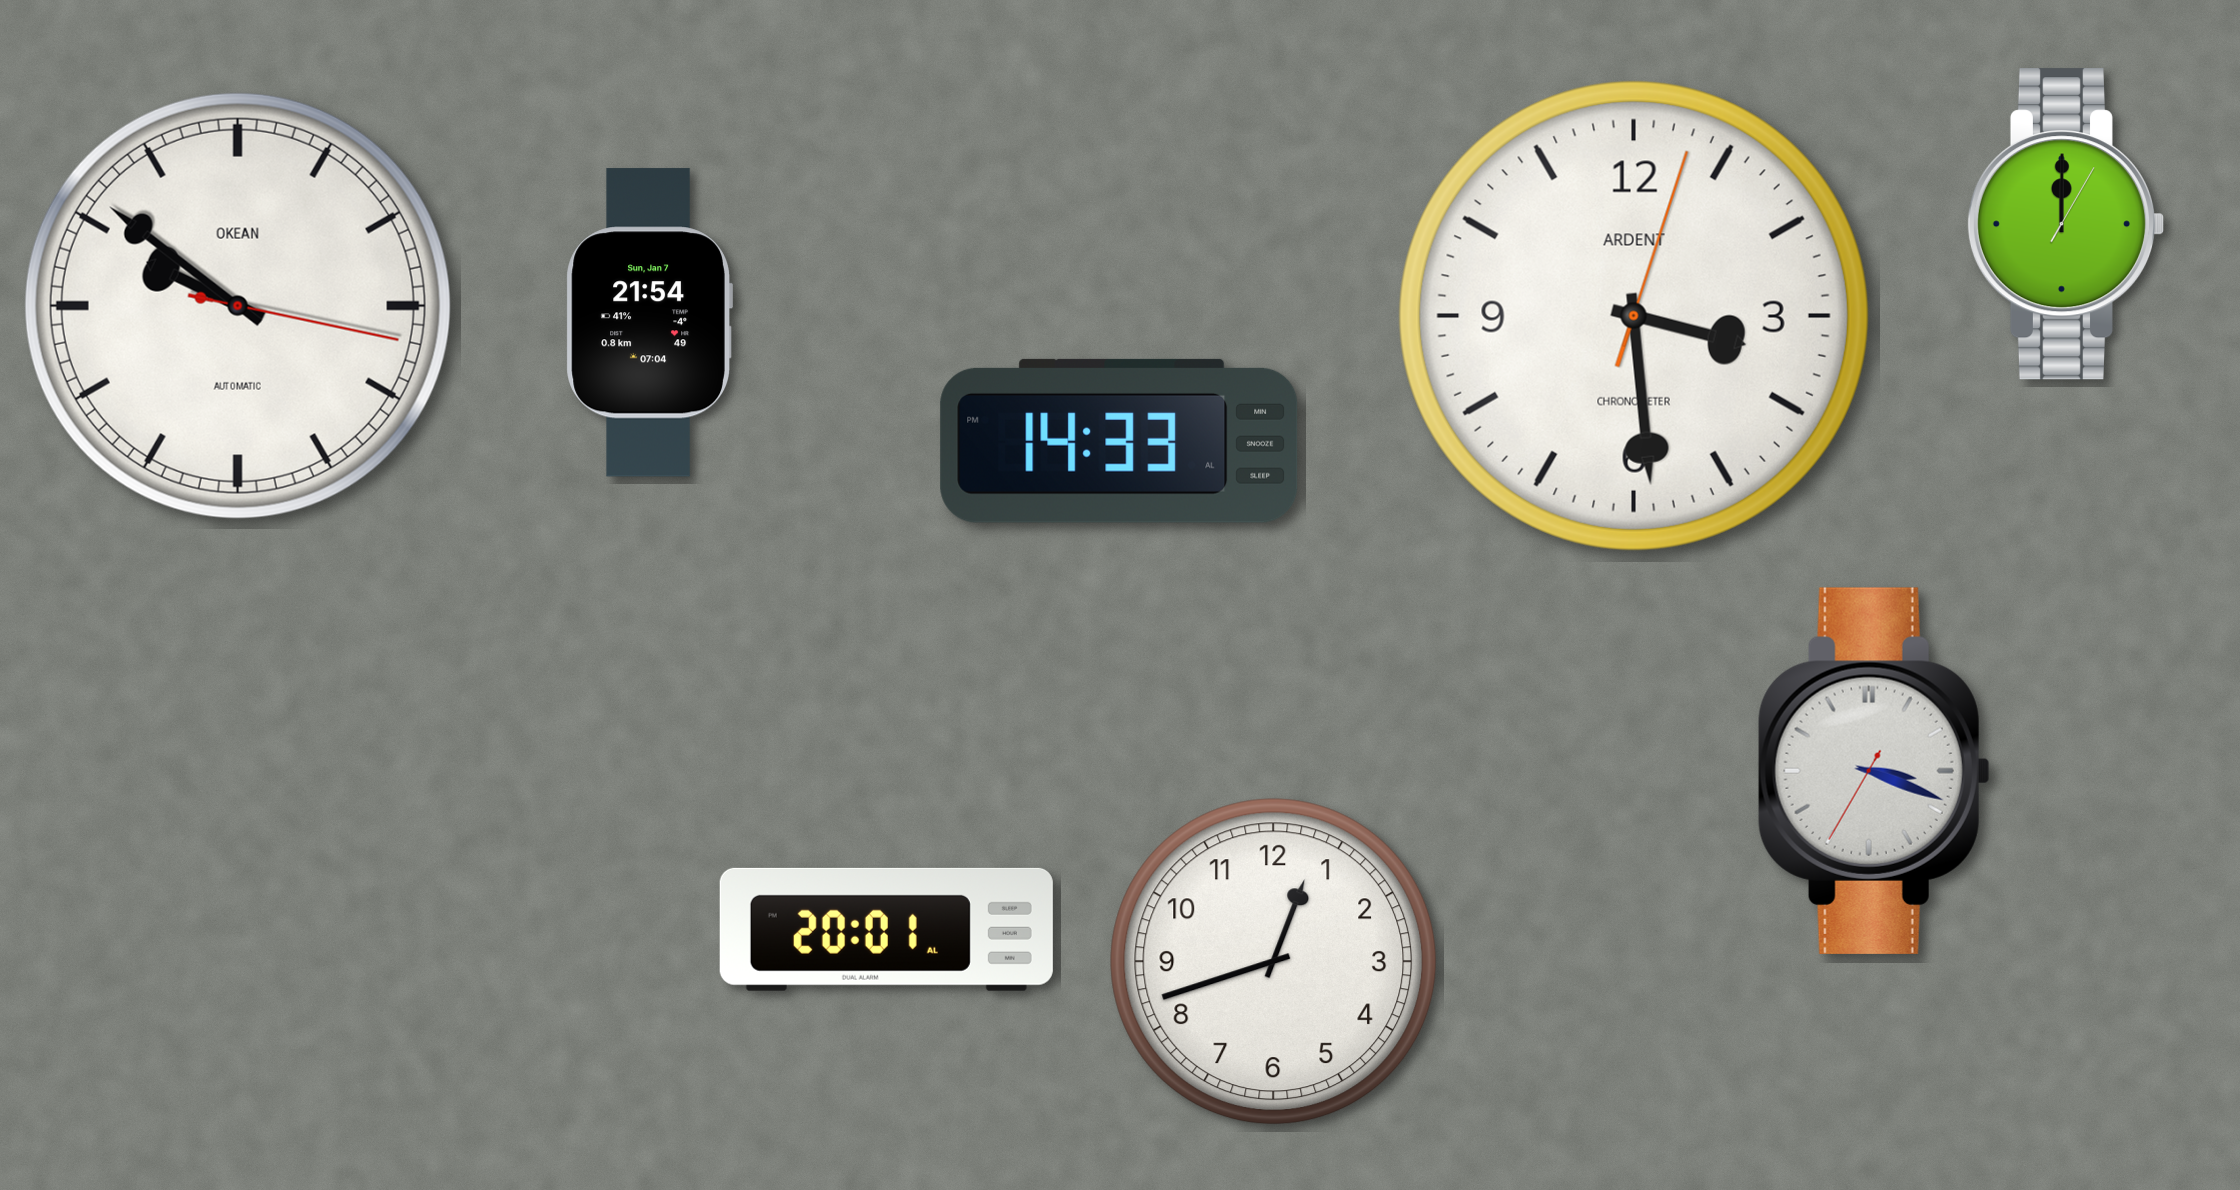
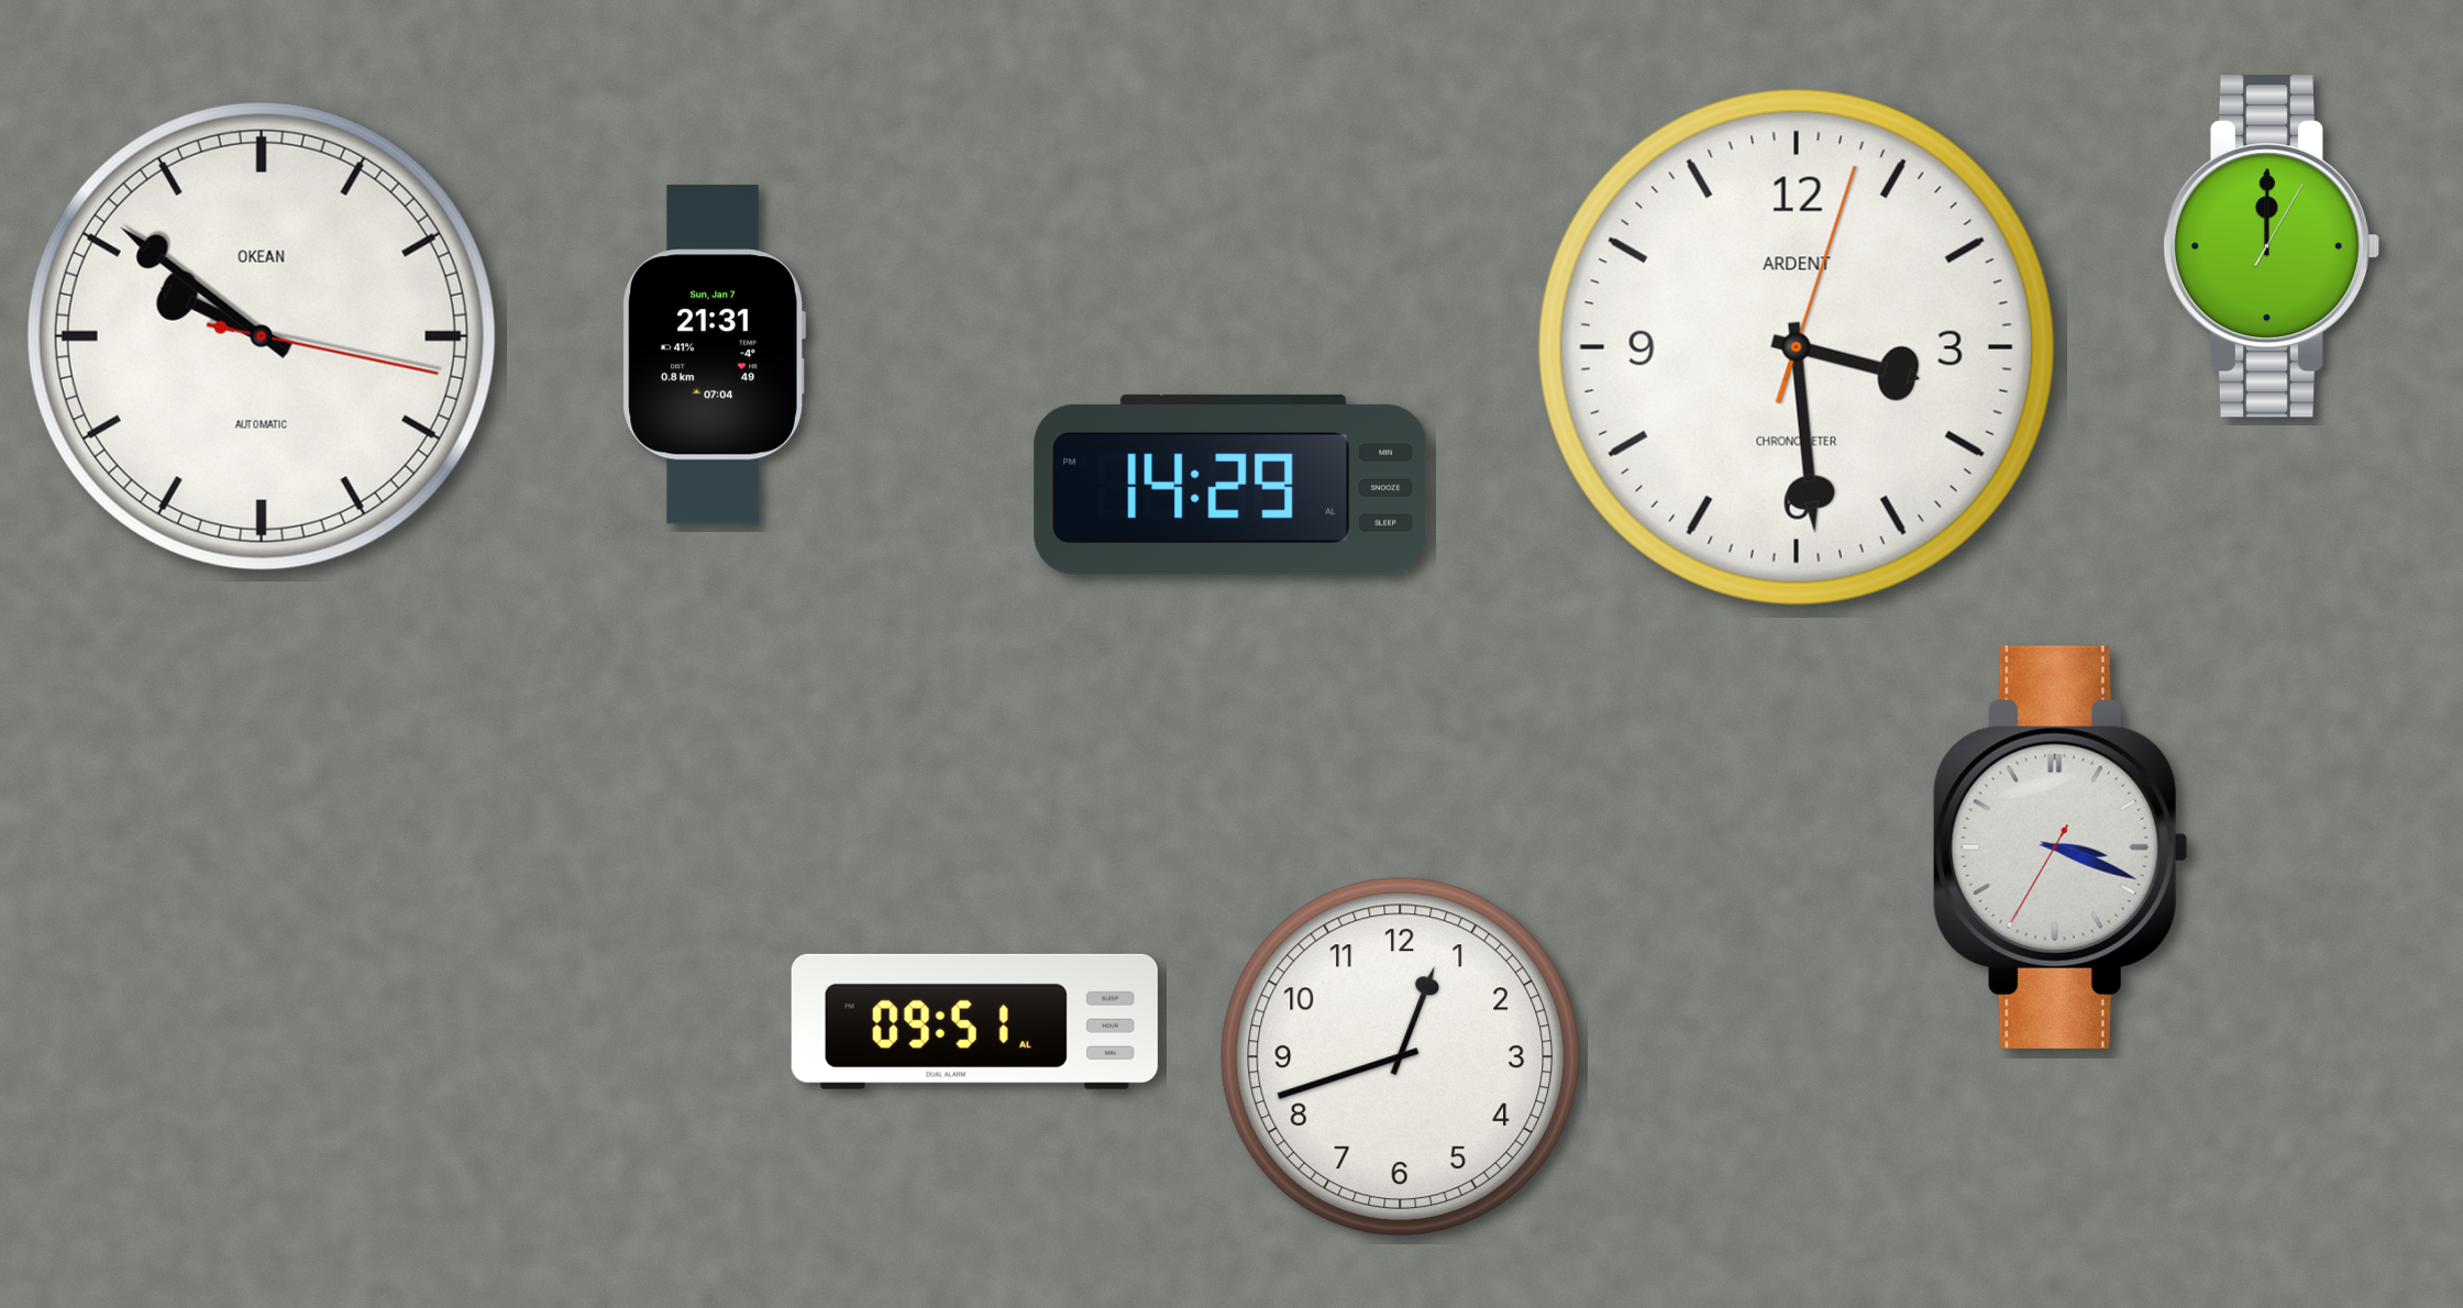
clock at (649, 323): 21:54 -> 21:31
clock at (1119, 441): 14:33 -> 14:29
clock at (886, 929): 20:01 -> 09:51
